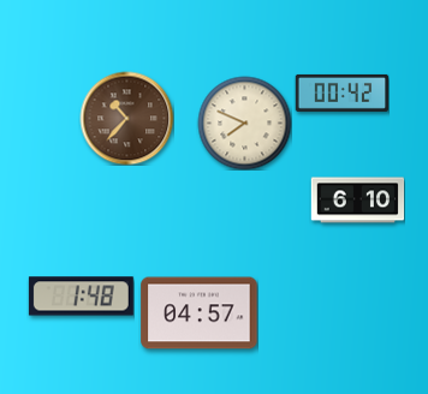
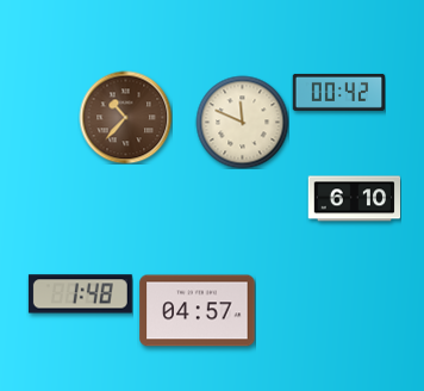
clock at (244, 123): 7:49 -> 11:49
